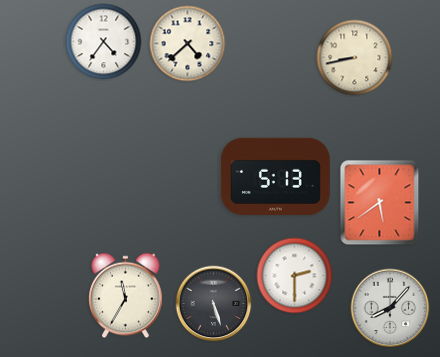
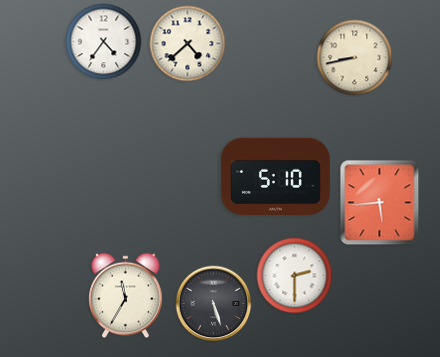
clock at (275, 176): 5:13 -> 5:10
clock at (380, 203): 5:39 -> 5:44
clock at (390, 308): 8:07 -> none
